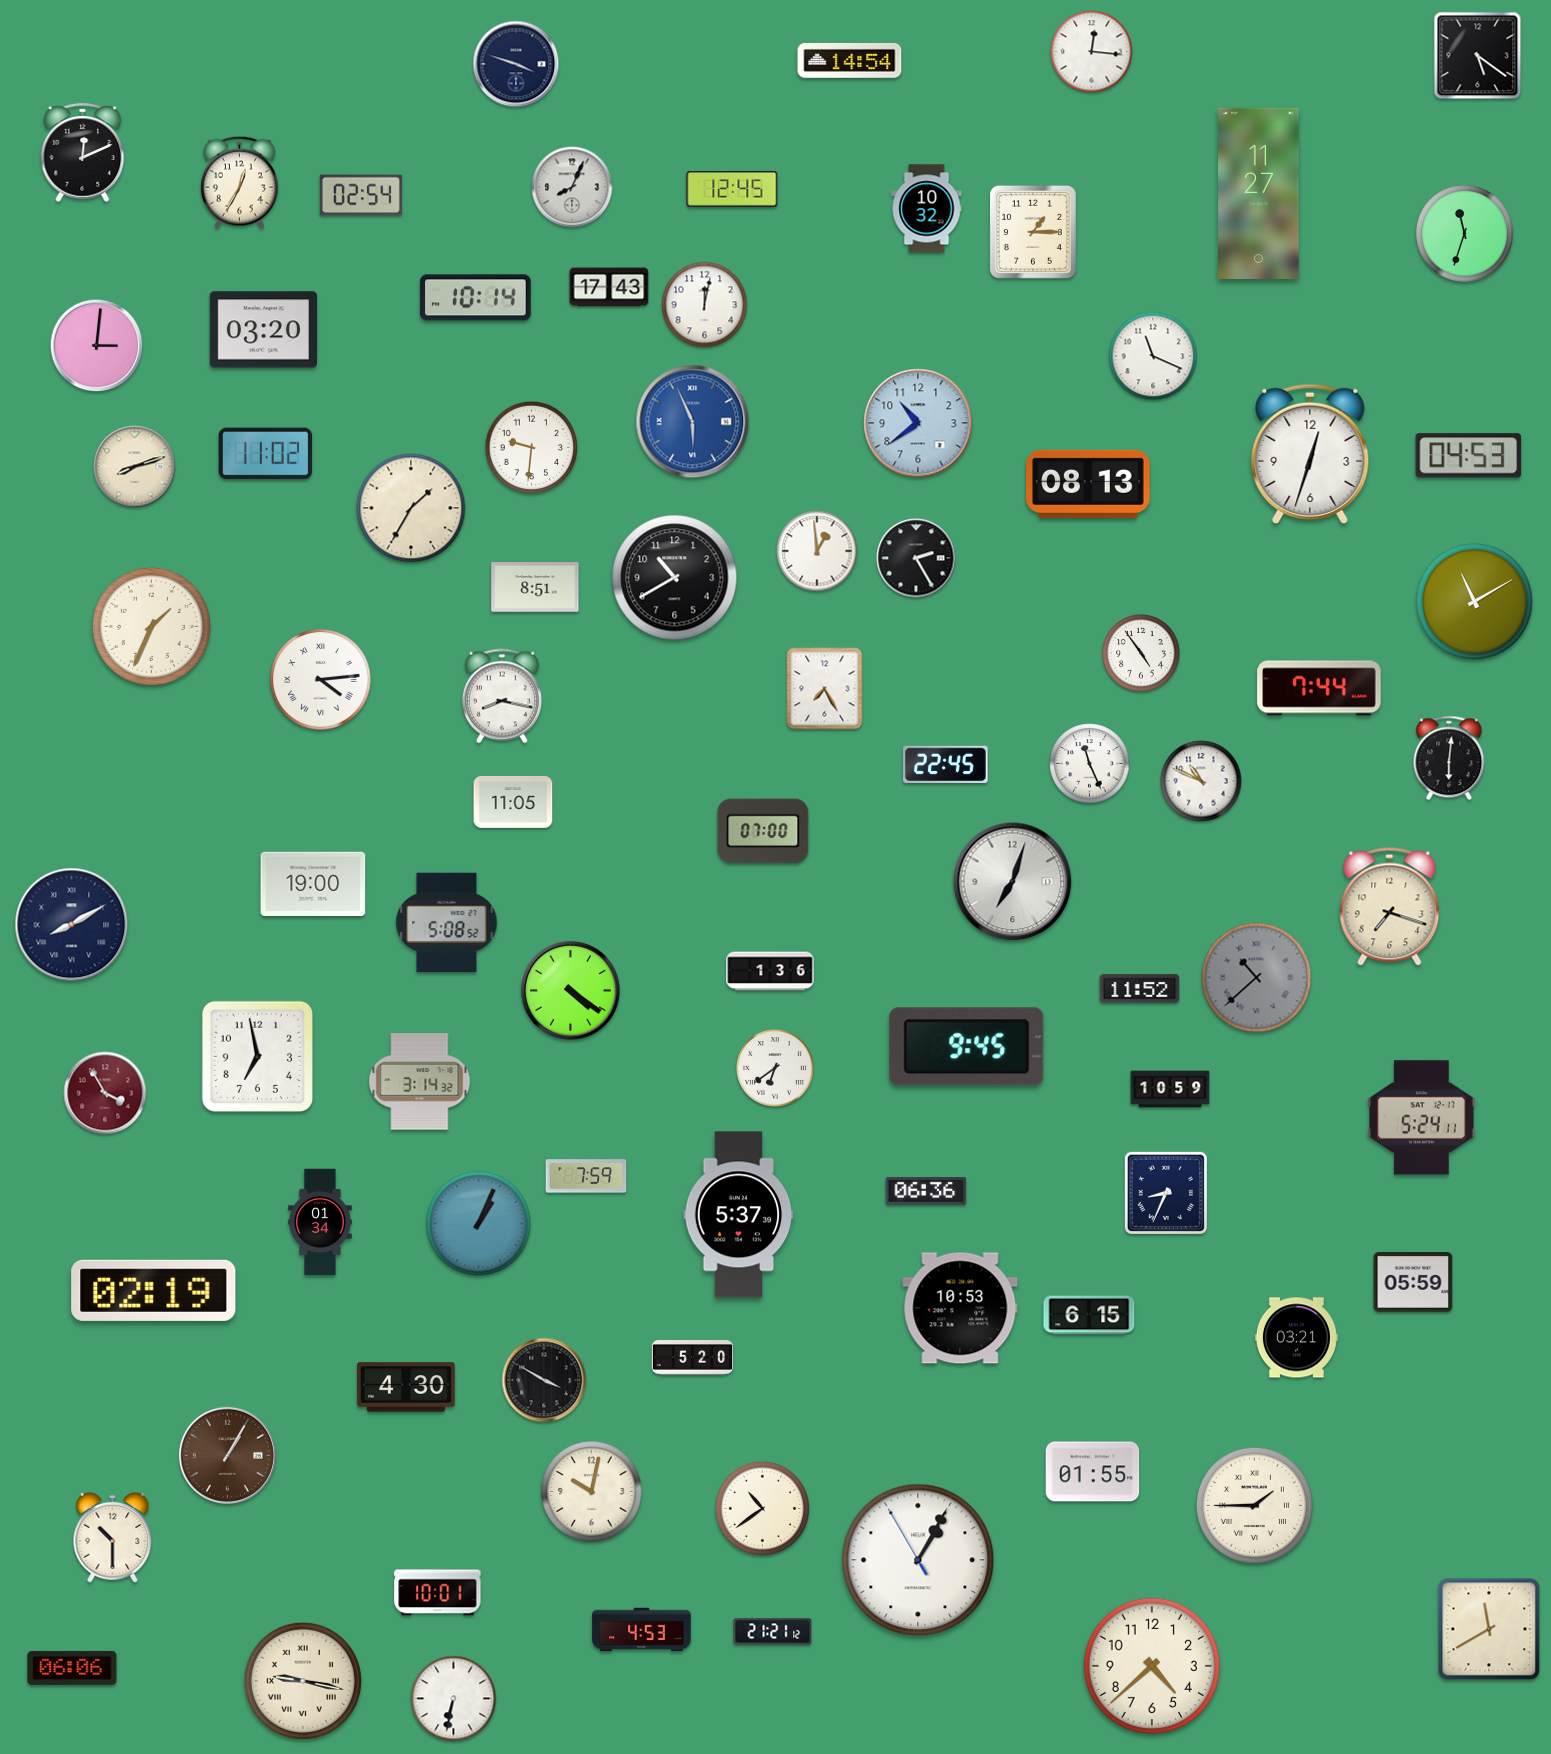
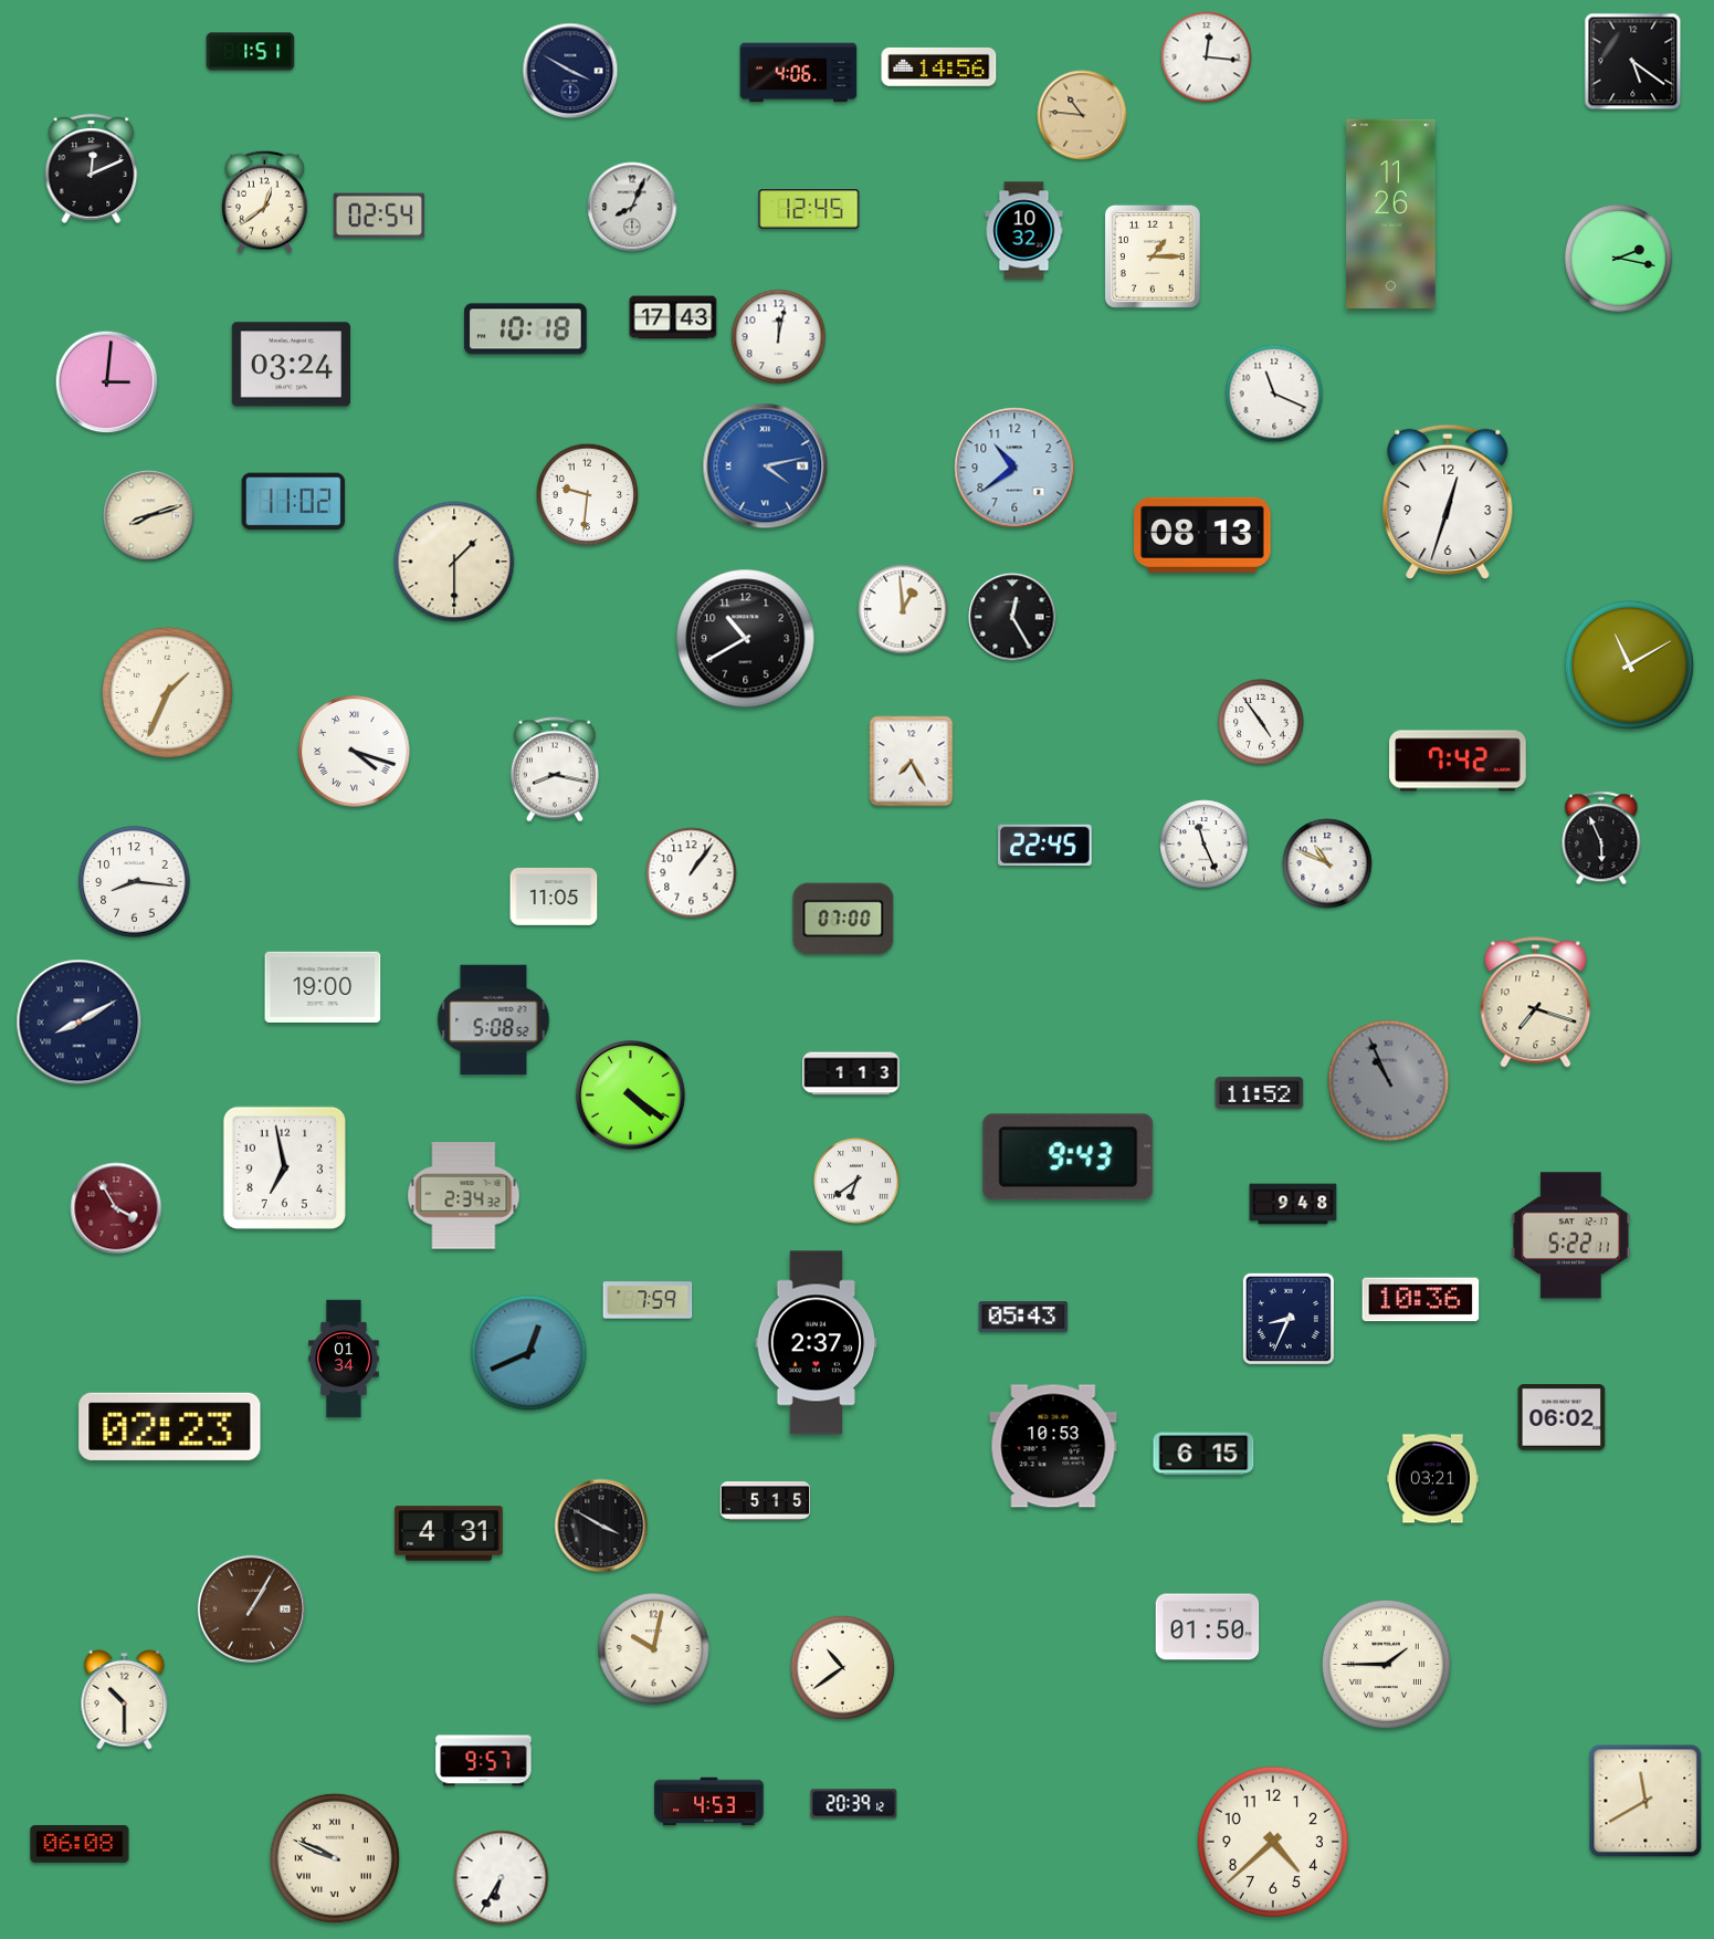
clock at (251, 52): none -> 1:51
clock at (850, 60): 14:54 -> 14:56
clock at (516, 64): 3:48 -> 3:50
clock at (799, 73): none -> 4:06
clock at (1082, 115): none -> 10:46
clock at (239, 182): 12:35 -> 12:39
clock at (1259, 193): 11:27 -> 11:26
clock at (361, 195) position: (361, 195) -> (379, 216)
clock at (1033, 232) position: (1033, 232) -> (1153, 256)
clock at (1464, 233): 11:33 -> 2:17
clock at (476, 298): 10:14 -> 10:18
clock at (263, 330): 03:20 -> 03:24
clock at (693, 422): 5:56 -> 4:13
clock at (1469, 456): 04:53 -> none
clock at (411, 508): 1:35 -> 1:30
clock at (916, 558): 2:25 -> 12:25
clock at (535, 587): 8:51 -> none
clock at (321, 680): 4:14 -> 4:18
clock at (1319, 688): 7:44 -> 7:42
clock at (1449, 758): 6:01 -> 5:56
clock at (692, 873): none -> 1:06
clock at (135, 882): none -> 8:16
clock at (513, 802) position: (513, 802) -> (554, 897)
clock at (1013, 882): 7:03 -> none
clock at (313, 884) position: (313, 884) -> (323, 987)
clock at (770, 971): 1:36 -> 1:13
clock at (1257, 978): 10:38 -> 10:56
clock at (967, 1047): 9:45 -> 9:43
clock at (420, 1082): 3:14 -> 2:34
clock at (1170, 1089): 10:59 -> 9:48
clock at (1422, 1118): 5:24 -> 5:22
clock at (1421, 1300): none -> 10:36
clock at (926, 1191): 06:36 -> 05:43
clock at (739, 1215): 5:37 -> 2:37
clock at (320, 1222) position: (320, 1222) -> (344, 1359)
clock at (479, 1224): 1:04 -> 12:41
clock at (1413, 1282): 05:59 -> 06:02
clock at (154, 1290): 02:19 -> 02:23
clock at (960, 1308) position: (960, 1308) -> (1053, 1446)
clock at (693, 1358): 5:20 -> 5:15
clock at (406, 1387): 4:30 -> 4:31
clock at (1093, 1472): 01:55 -> 01:50
clock at (918, 1560): 1:04 -> none
clock at (438, 1593): 10:01 -> 9:57
clock at (773, 1632): 21:21 -> 20:39
clock at (72, 1668): 06:06 -> 06:08
clock at (303, 1681): 9:17 -> 9:49
clock at (454, 1699): 6:32 -> 6:35
